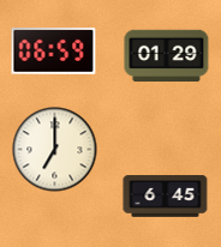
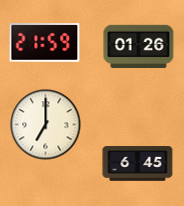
clock at (54, 52): 06:59 -> 21:59
clock at (167, 56): 01:29 -> 01:26
